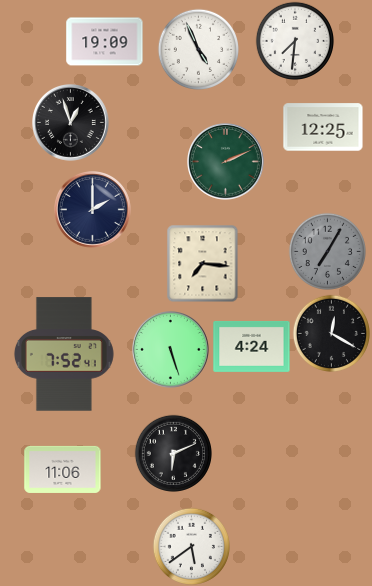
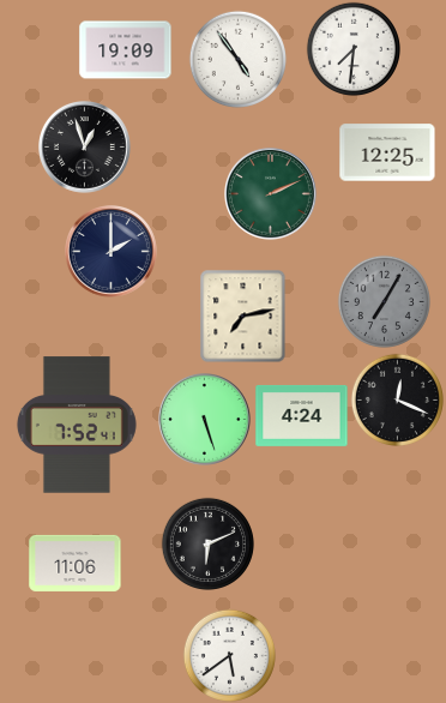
clock at (198, 49): 4:56 -> 4:54
clock at (327, 251) position: (327, 251) -> (384, 301)
clock at (203, 263): 7:16 -> 7:13
clock at (331, 333): 12:20 -> 12:19
